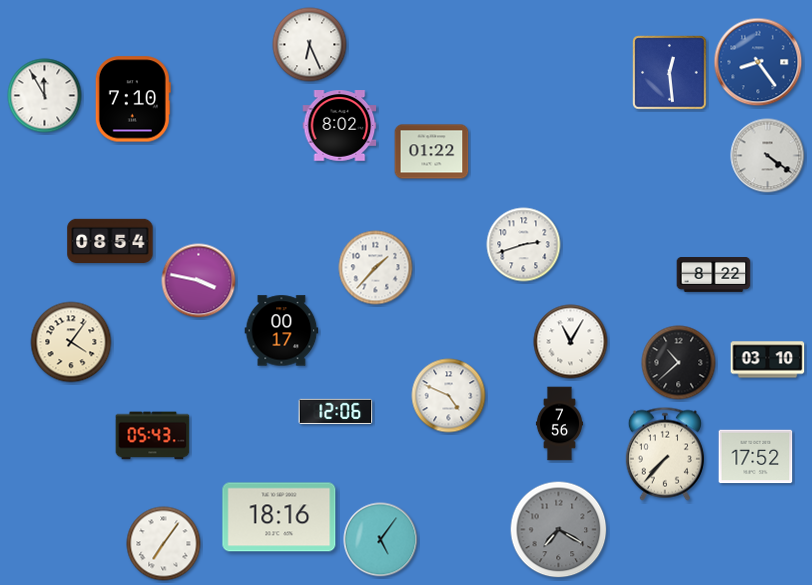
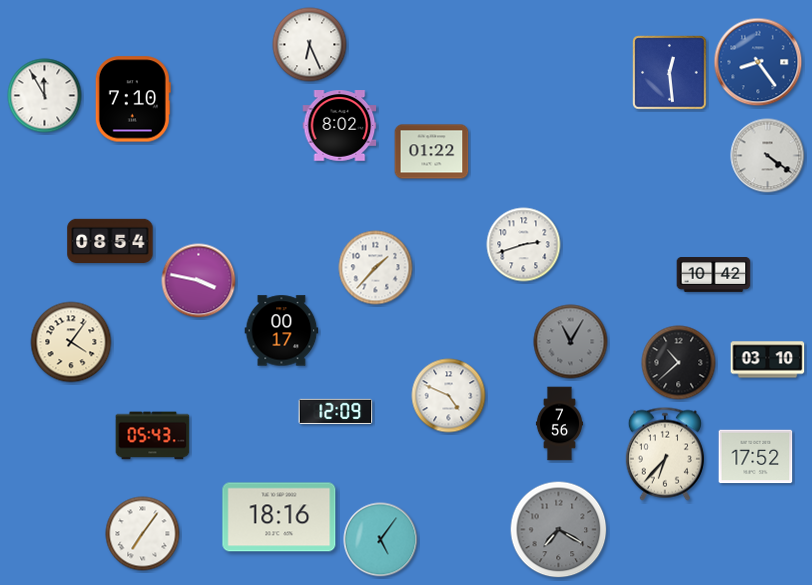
clock at (714, 275): 8:22 -> 10:42
clock at (571, 342) dial: white -> grey
clock at (336, 411): 12:06 -> 12:09
clock at (665, 454): 7:37 -> 6:37
clock at (164, 544) position: (164, 544) -> (143, 534)
